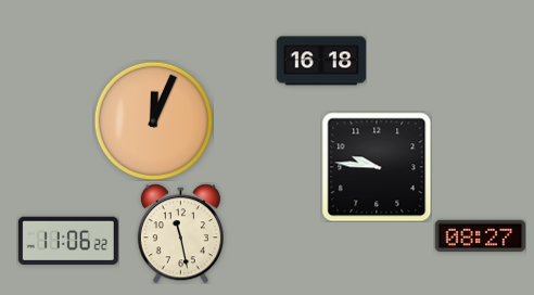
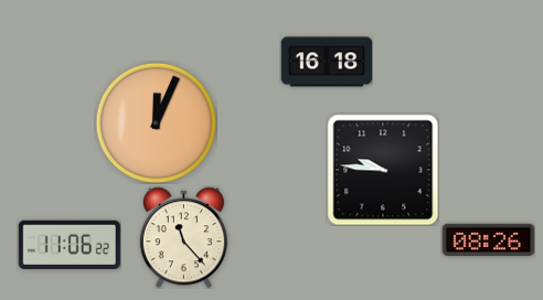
clock at (180, 233): 11:28 -> 11:23
clock at (480, 236): 08:27 -> 08:26
